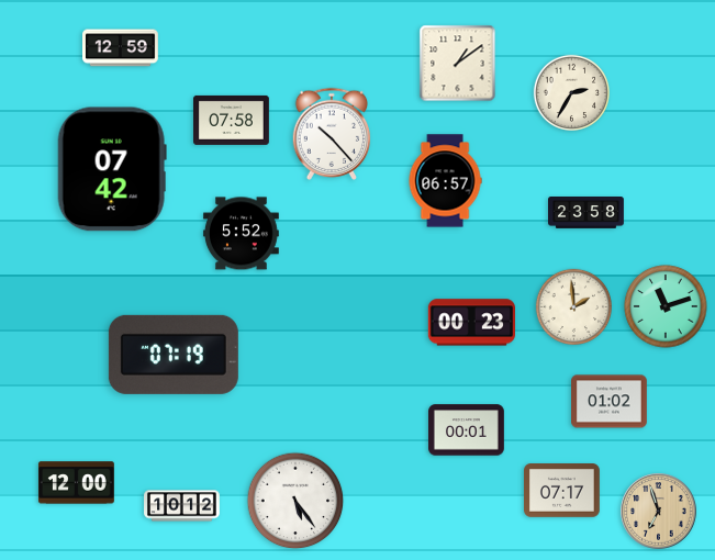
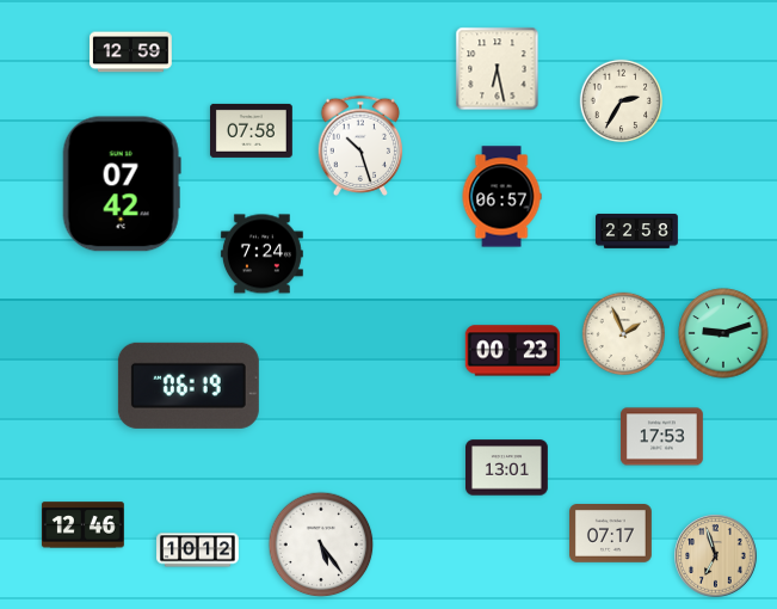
clock at (458, 64): 1:09 -> 6:28
clock at (331, 134): 10:23 -> 10:27
clock at (445, 181) position: (445, 181) -> (501, 197)
clock at (586, 213): 23:58 -> 22:58
clock at (241, 234): 5:52 -> 7:24
clock at (573, 306): 1:59 -> 1:56
clock at (666, 306): 11:12 -> 9:12
clock at (174, 355): 07:19 -> 06:19
clock at (610, 402): 01:02 -> 17:53
clock at (467, 430): 00:01 -> 13:01
clock at (76, 483): 12:00 -> 12:46
